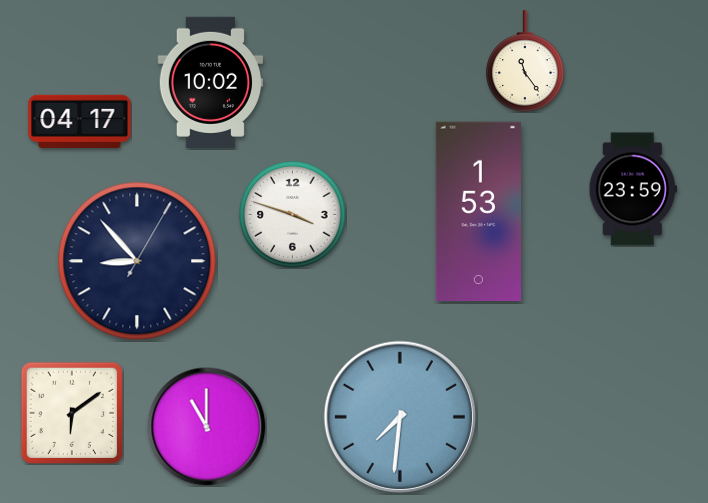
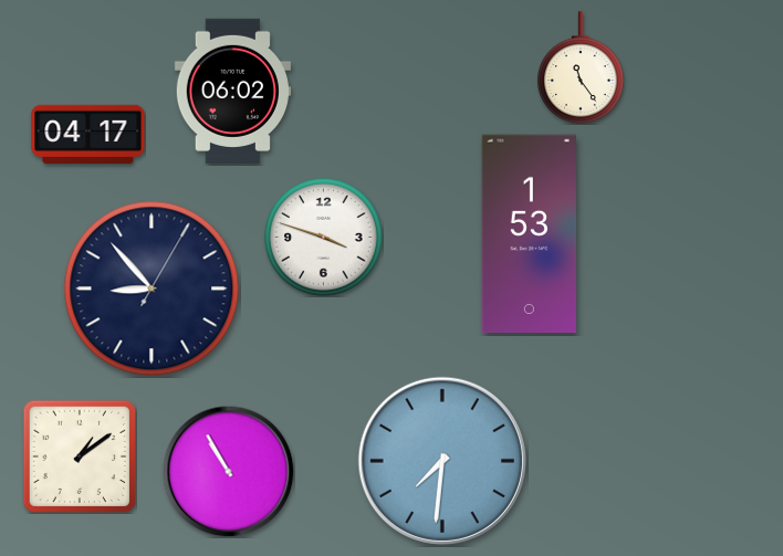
clock at (210, 82): 10:02 -> 06:02
clock at (633, 189): 23:59 -> none
clock at (71, 412): 6:09 -> 1:09
clock at (207, 427): 11:00 -> 10:55
